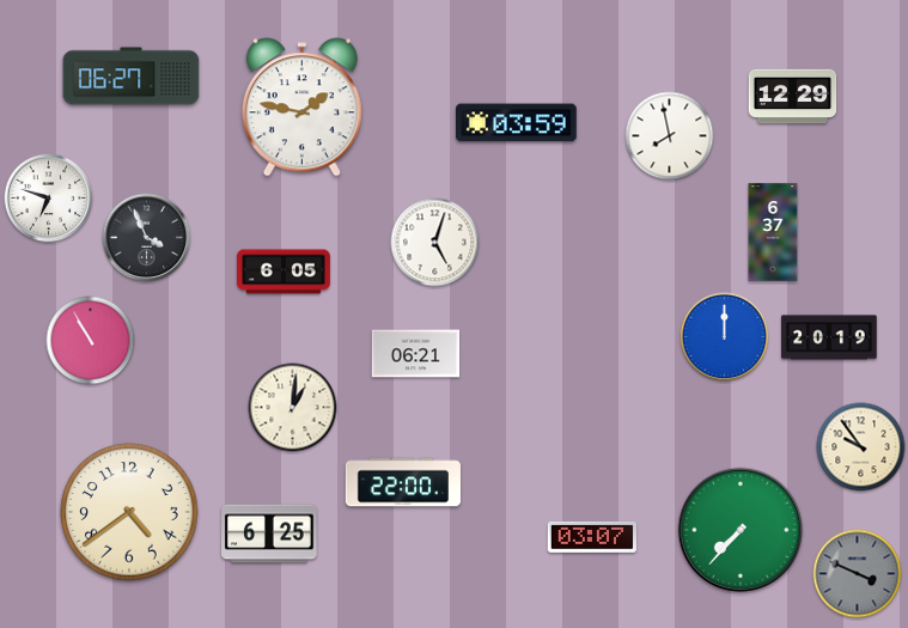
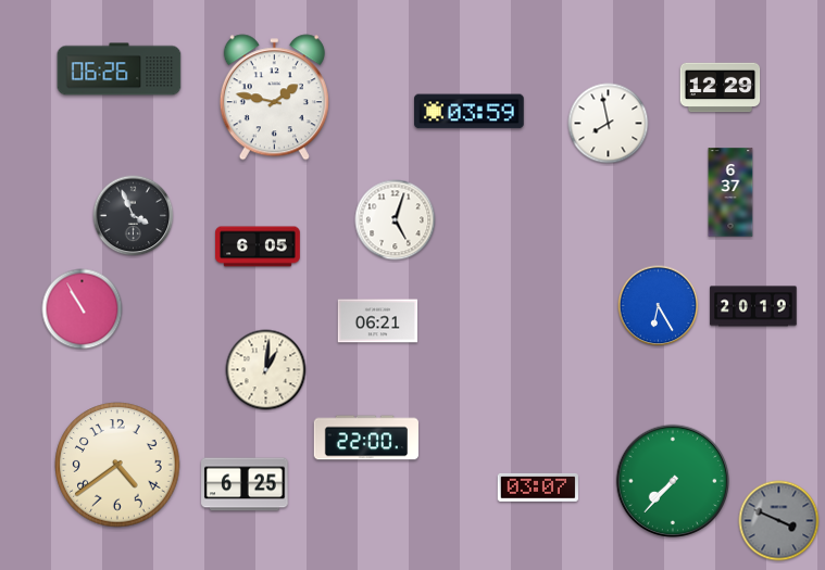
clock at (132, 77): 06:27 -> 06:26
clock at (49, 199): 6:48 -> none
clock at (773, 232) position: (773, 232) -> (730, 192)
clock at (725, 337): 12:00 -> 6:25
clock at (861, 447): 9:54 -> none
